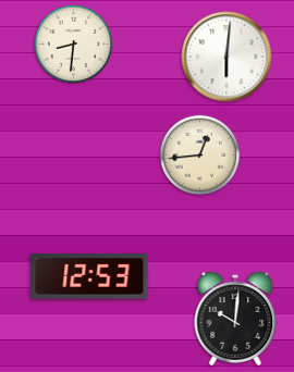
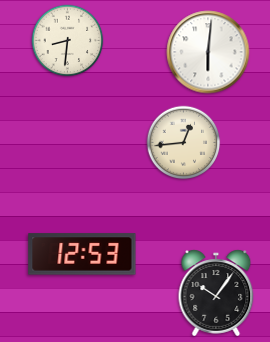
clock at (235, 319): 10:01 -> 10:06
